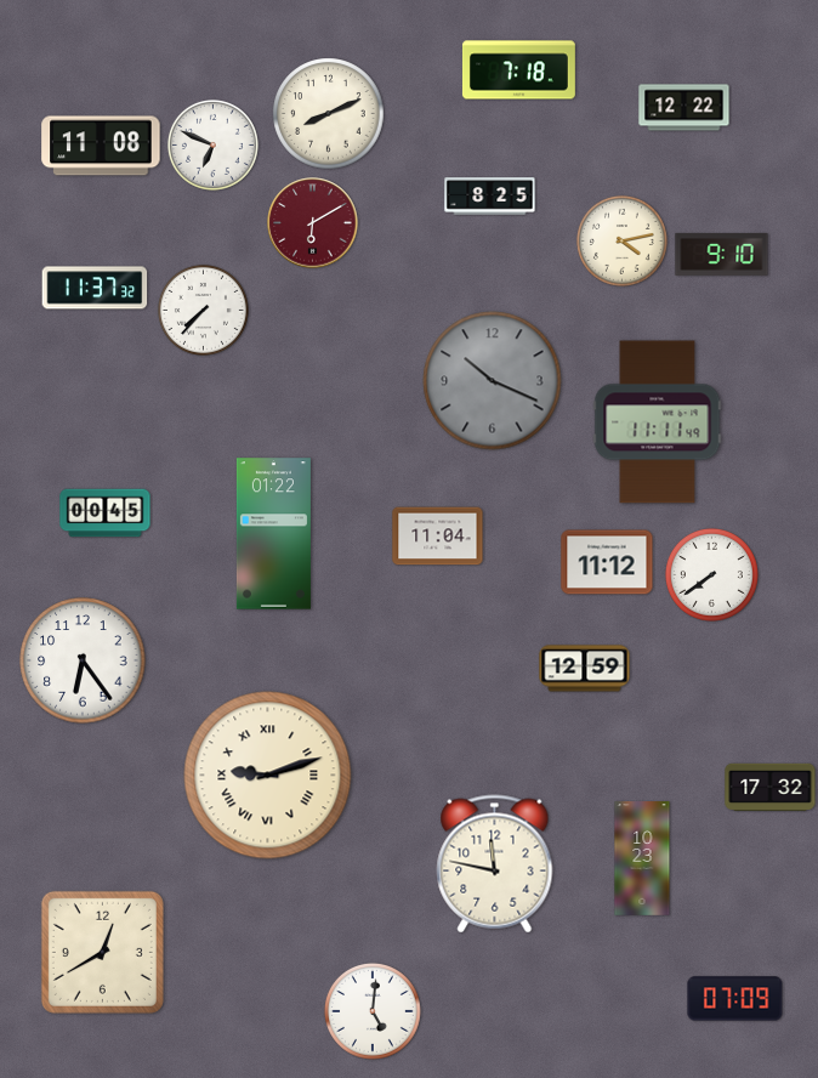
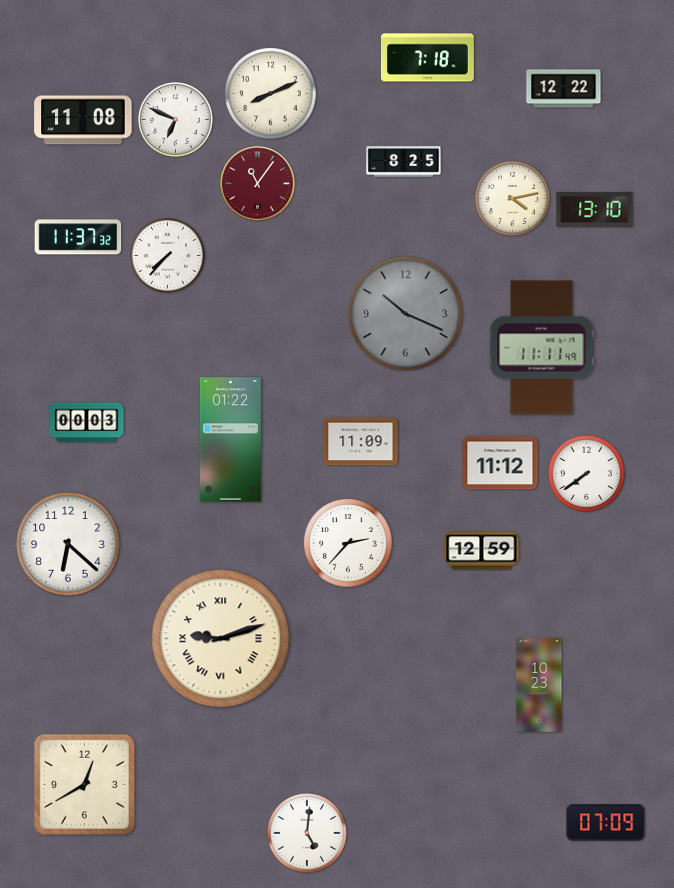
clock at (313, 223): 6:10 -> 11:06
clock at (722, 254): 9:10 -> 13:10
clock at (106, 514): 00:45 -> 00:03
clock at (273, 534) position: (273, 534) -> (230, 440)
clock at (438, 537): 11:04 -> 11:09
clock at (348, 543): none -> 2:37
clock at (83, 660): 6:24 -> 6:22
clock at (771, 787): 17:32 -> none
clock at (642, 858) position: (642, 858) -> (539, 685)
clock at (495, 864): 11:47 -> none
